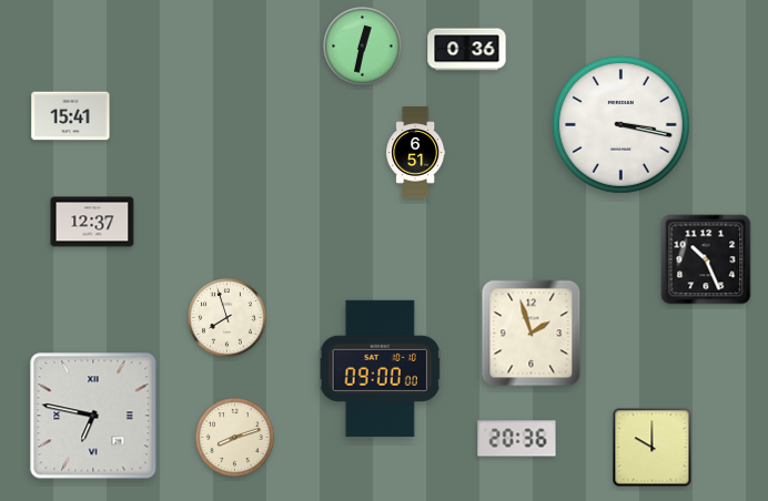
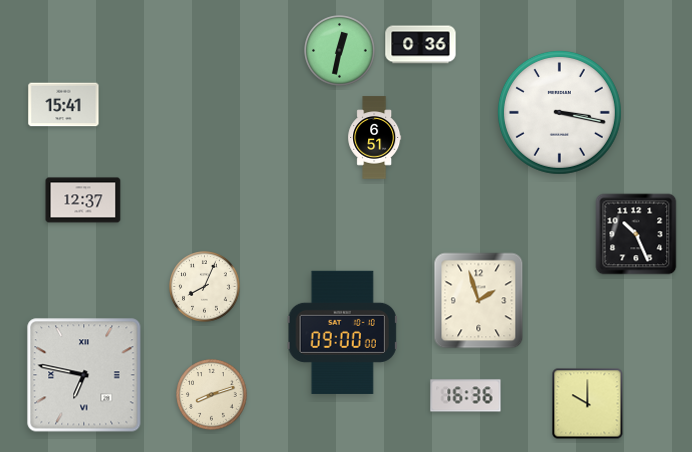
clock at (363, 47) position: (363, 47) -> (340, 51)
clock at (228, 318): 7:57 -> 8:04
clock at (517, 439): 20:36 -> 16:36
